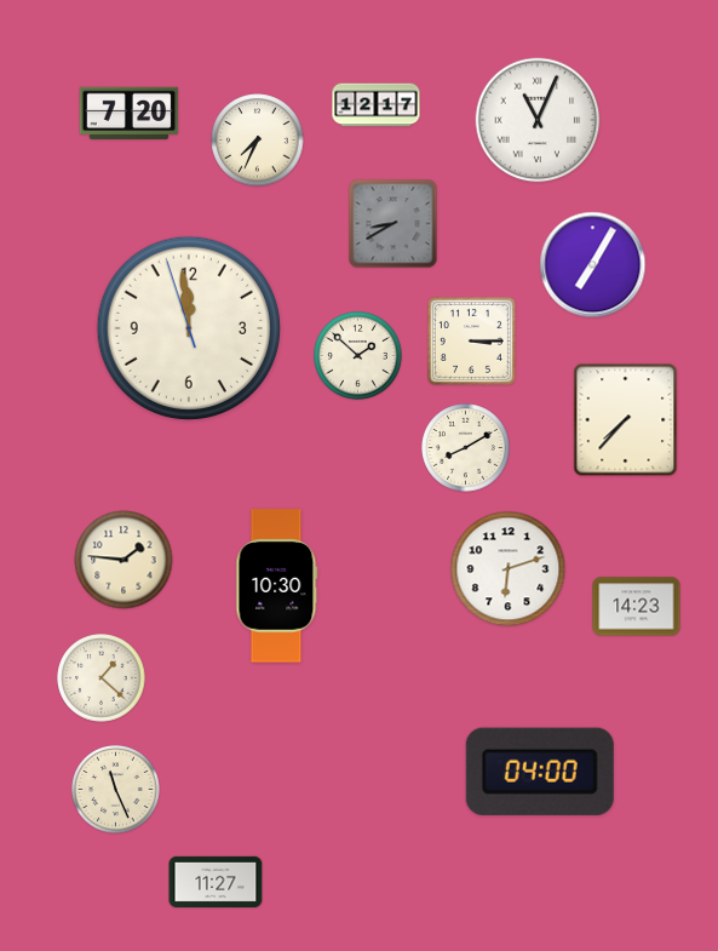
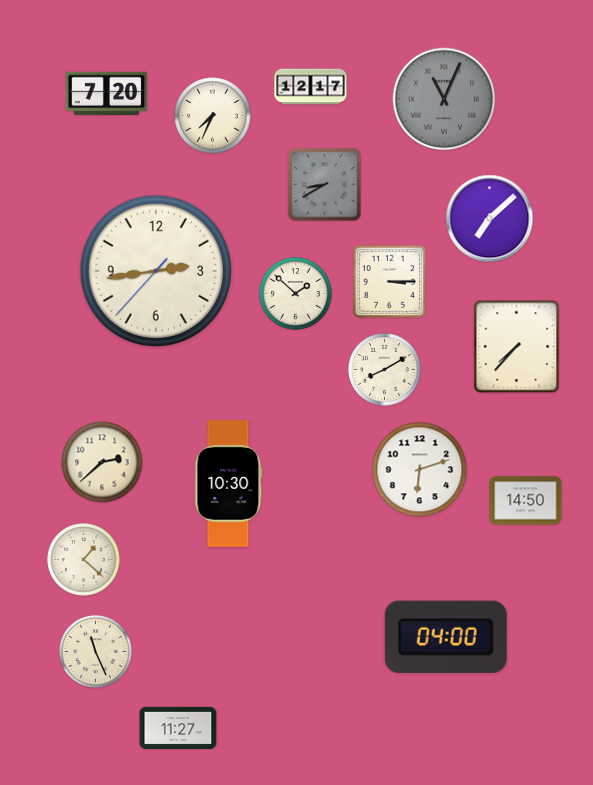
clock at (538, 120) dial: white -> grey
clock at (593, 265): 7:05 -> 7:08
clock at (189, 328): 11:58 -> 2:43
clock at (124, 560): 1:46 -> 2:38
clock at (637, 607): 14:23 -> 14:50
